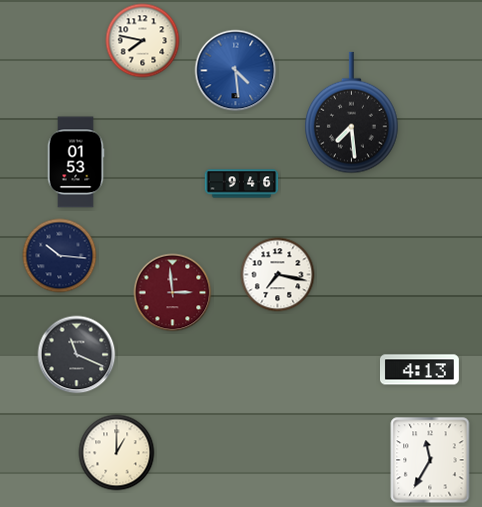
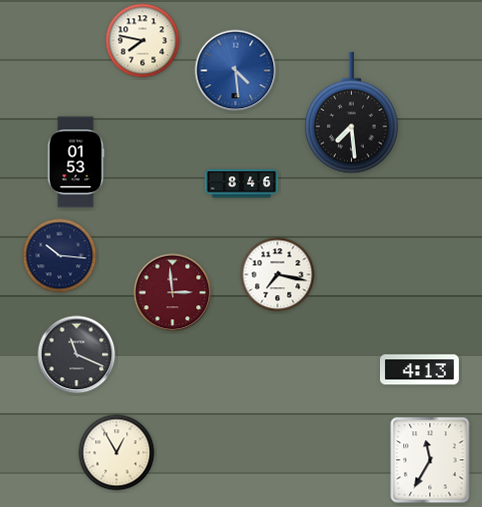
clock at (242, 184): 9:46 -> 8:46
clock at (117, 453): 1:00 -> 12:55
